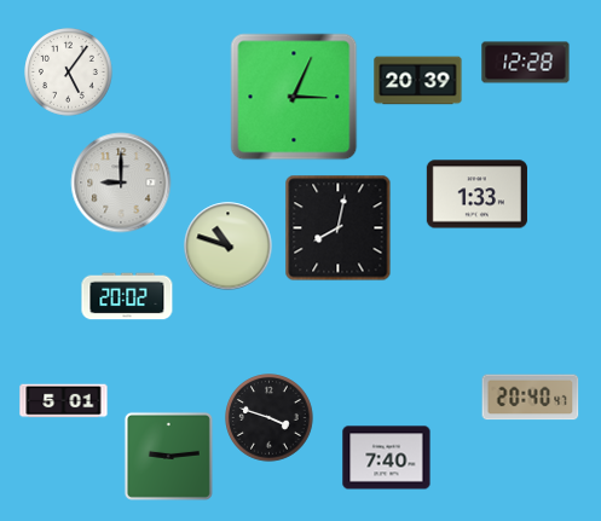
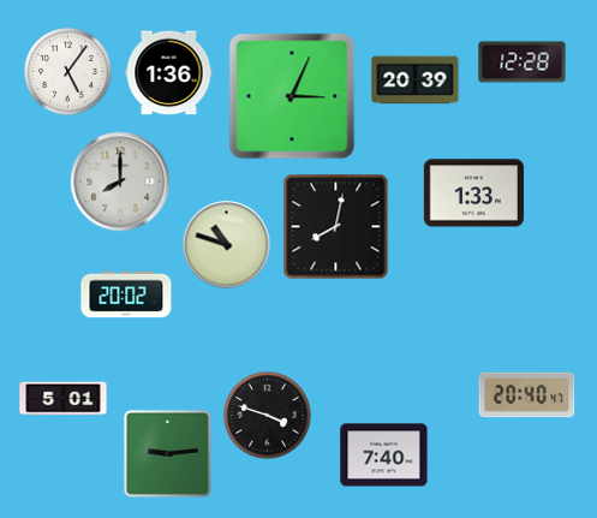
clock at (169, 73): none -> 1:36
clock at (121, 183): 9:00 -> 8:00
